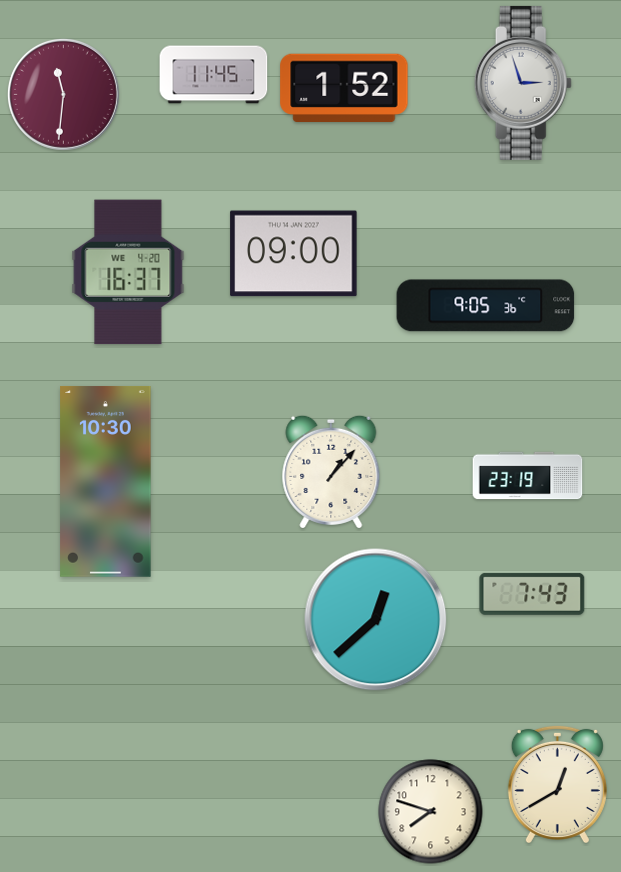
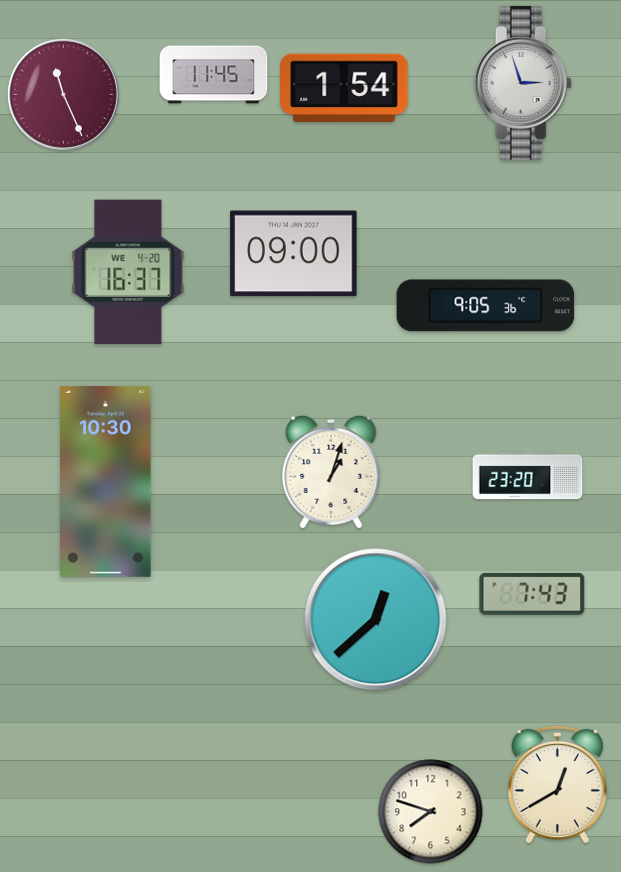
clock at (344, 87): 1:52 -> 1:54
clock at (63, 94): 11:31 -> 11:26
clock at (331, 472): 1:07 -> 1:03
clock at (528, 476): 23:19 -> 23:20
